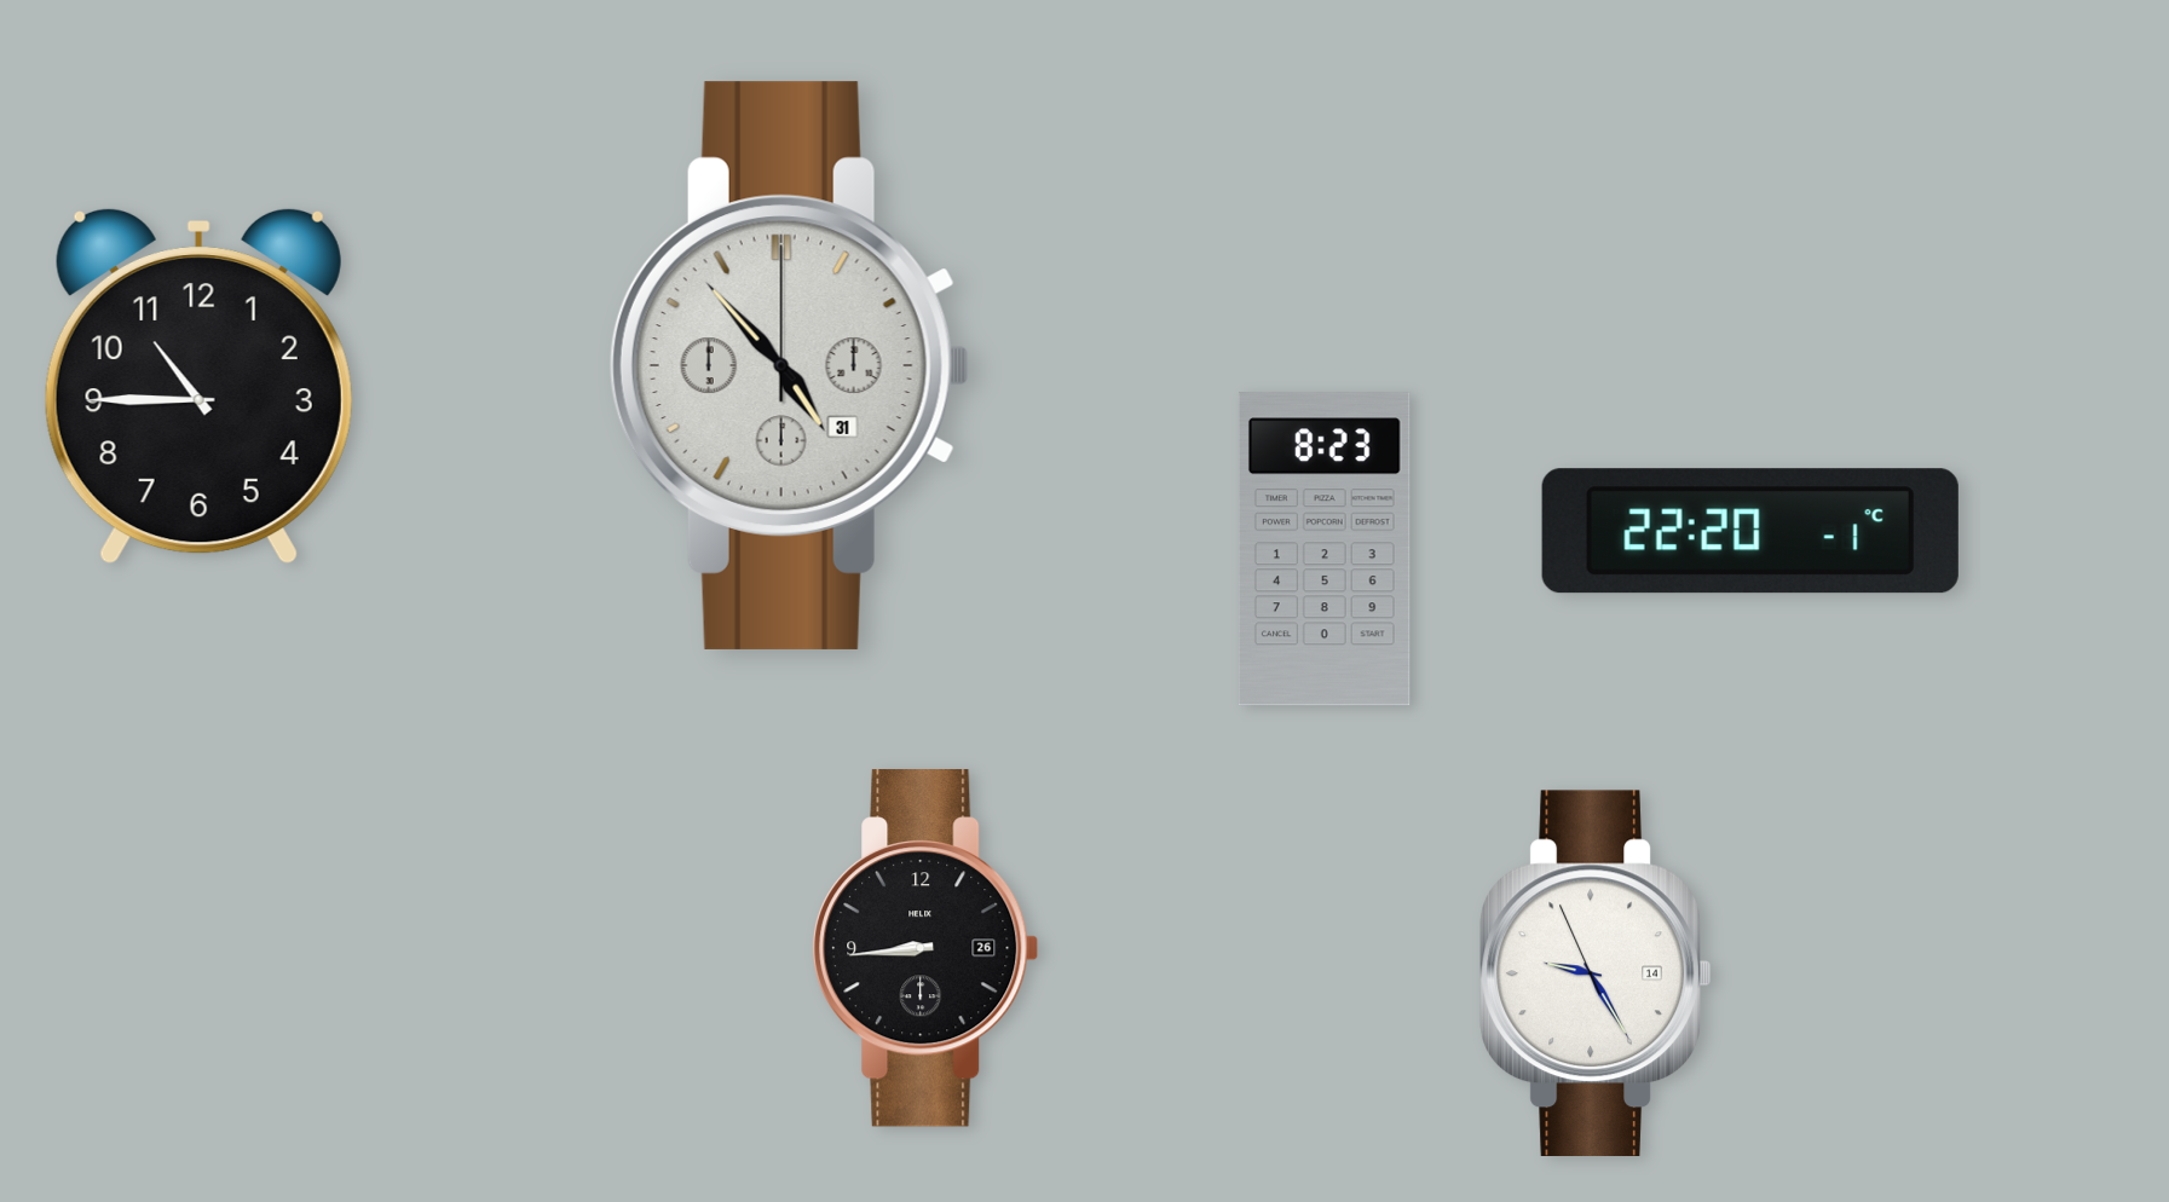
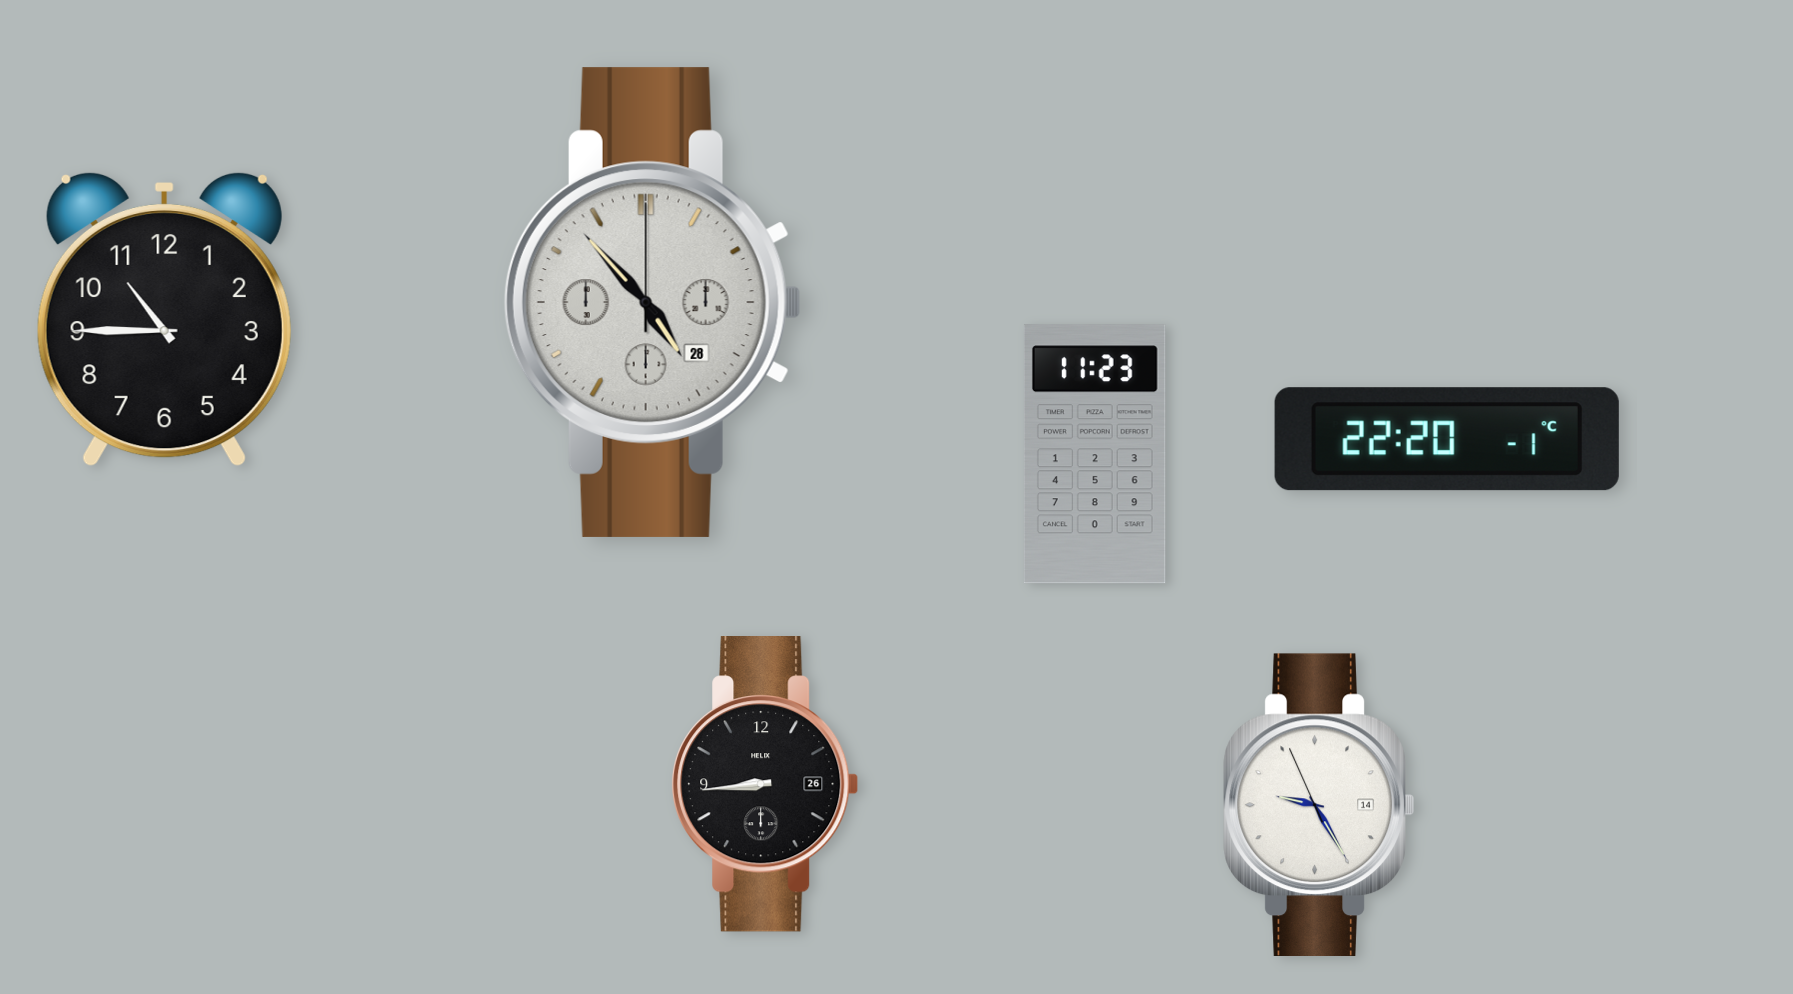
clock at (789, 365) date: 31 -> 28
clock at (1325, 549): 8:23 -> 11:23
